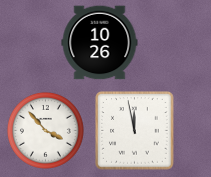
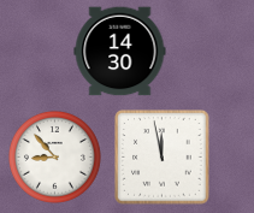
clock at (100, 43): 10:26 -> 14:30
clock at (45, 130): 3:53 -> 8:53
